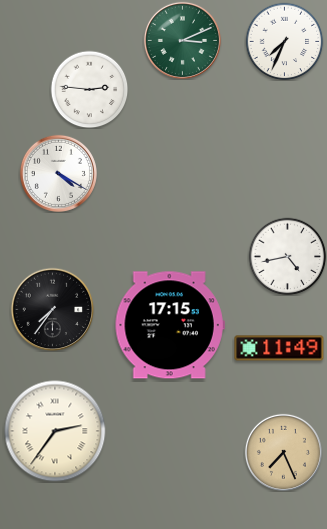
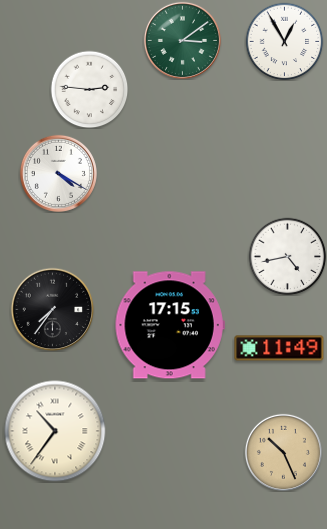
clock at (182, 40): 3:11 -> 3:09
clock at (284, 41): 7:34 -> 12:55
clock at (55, 431): 2:36 -> 10:36
clock at (283, 452): 7:26 -> 10:26
